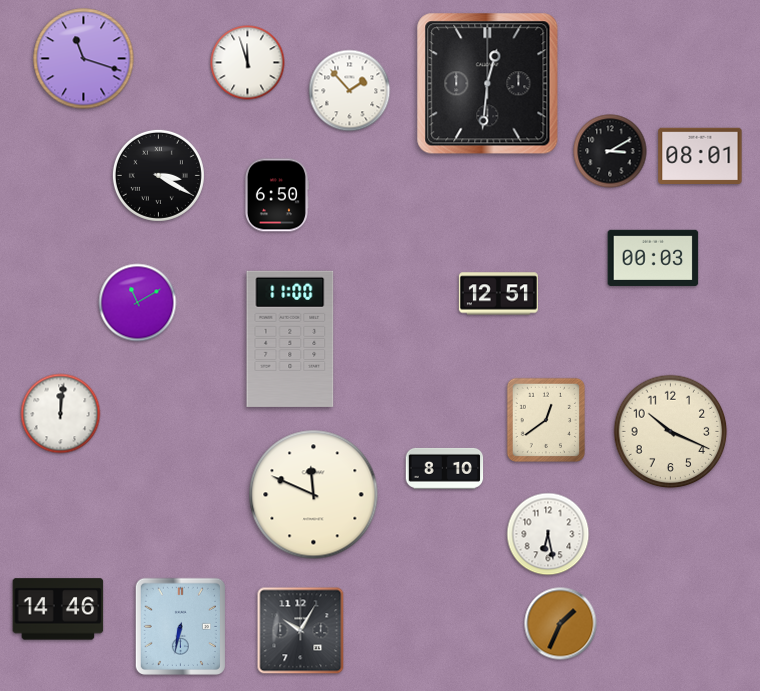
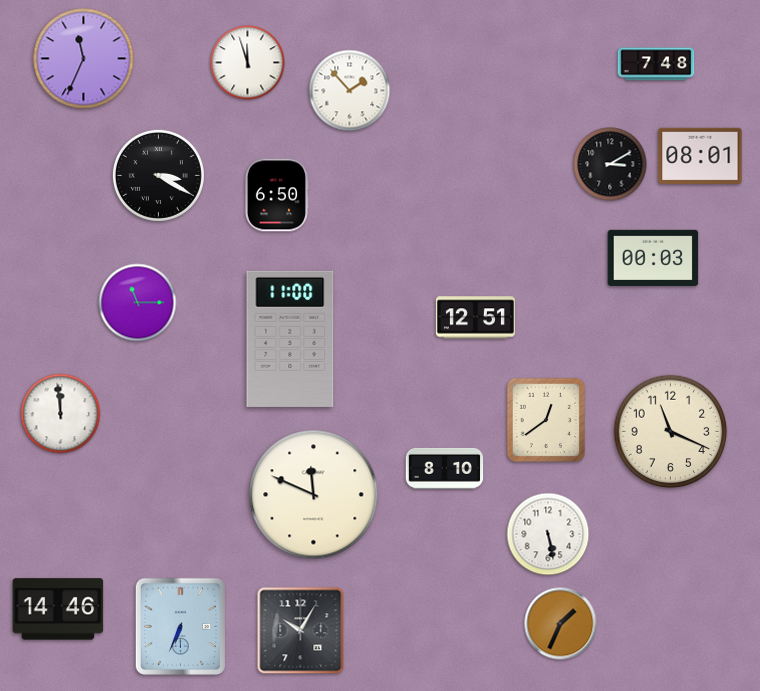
clock at (84, 59): 11:18 -> 11:34
clock at (656, 64): none -> 7:48
clock at (488, 84): 12:31 -> none
clock at (610, 151) position: (610, 151) -> (610, 164)
clock at (498, 294) position: (498, 294) -> (475, 318)
clock at (138, 303): 11:10 -> 11:15
clock at (61, 414): 12:01 -> 11:59
clock at (671, 432): 10:19 -> 11:19
clock at (548, 534): 6:28 -> 5:28
clock at (180, 626): 6:32 -> 6:34
